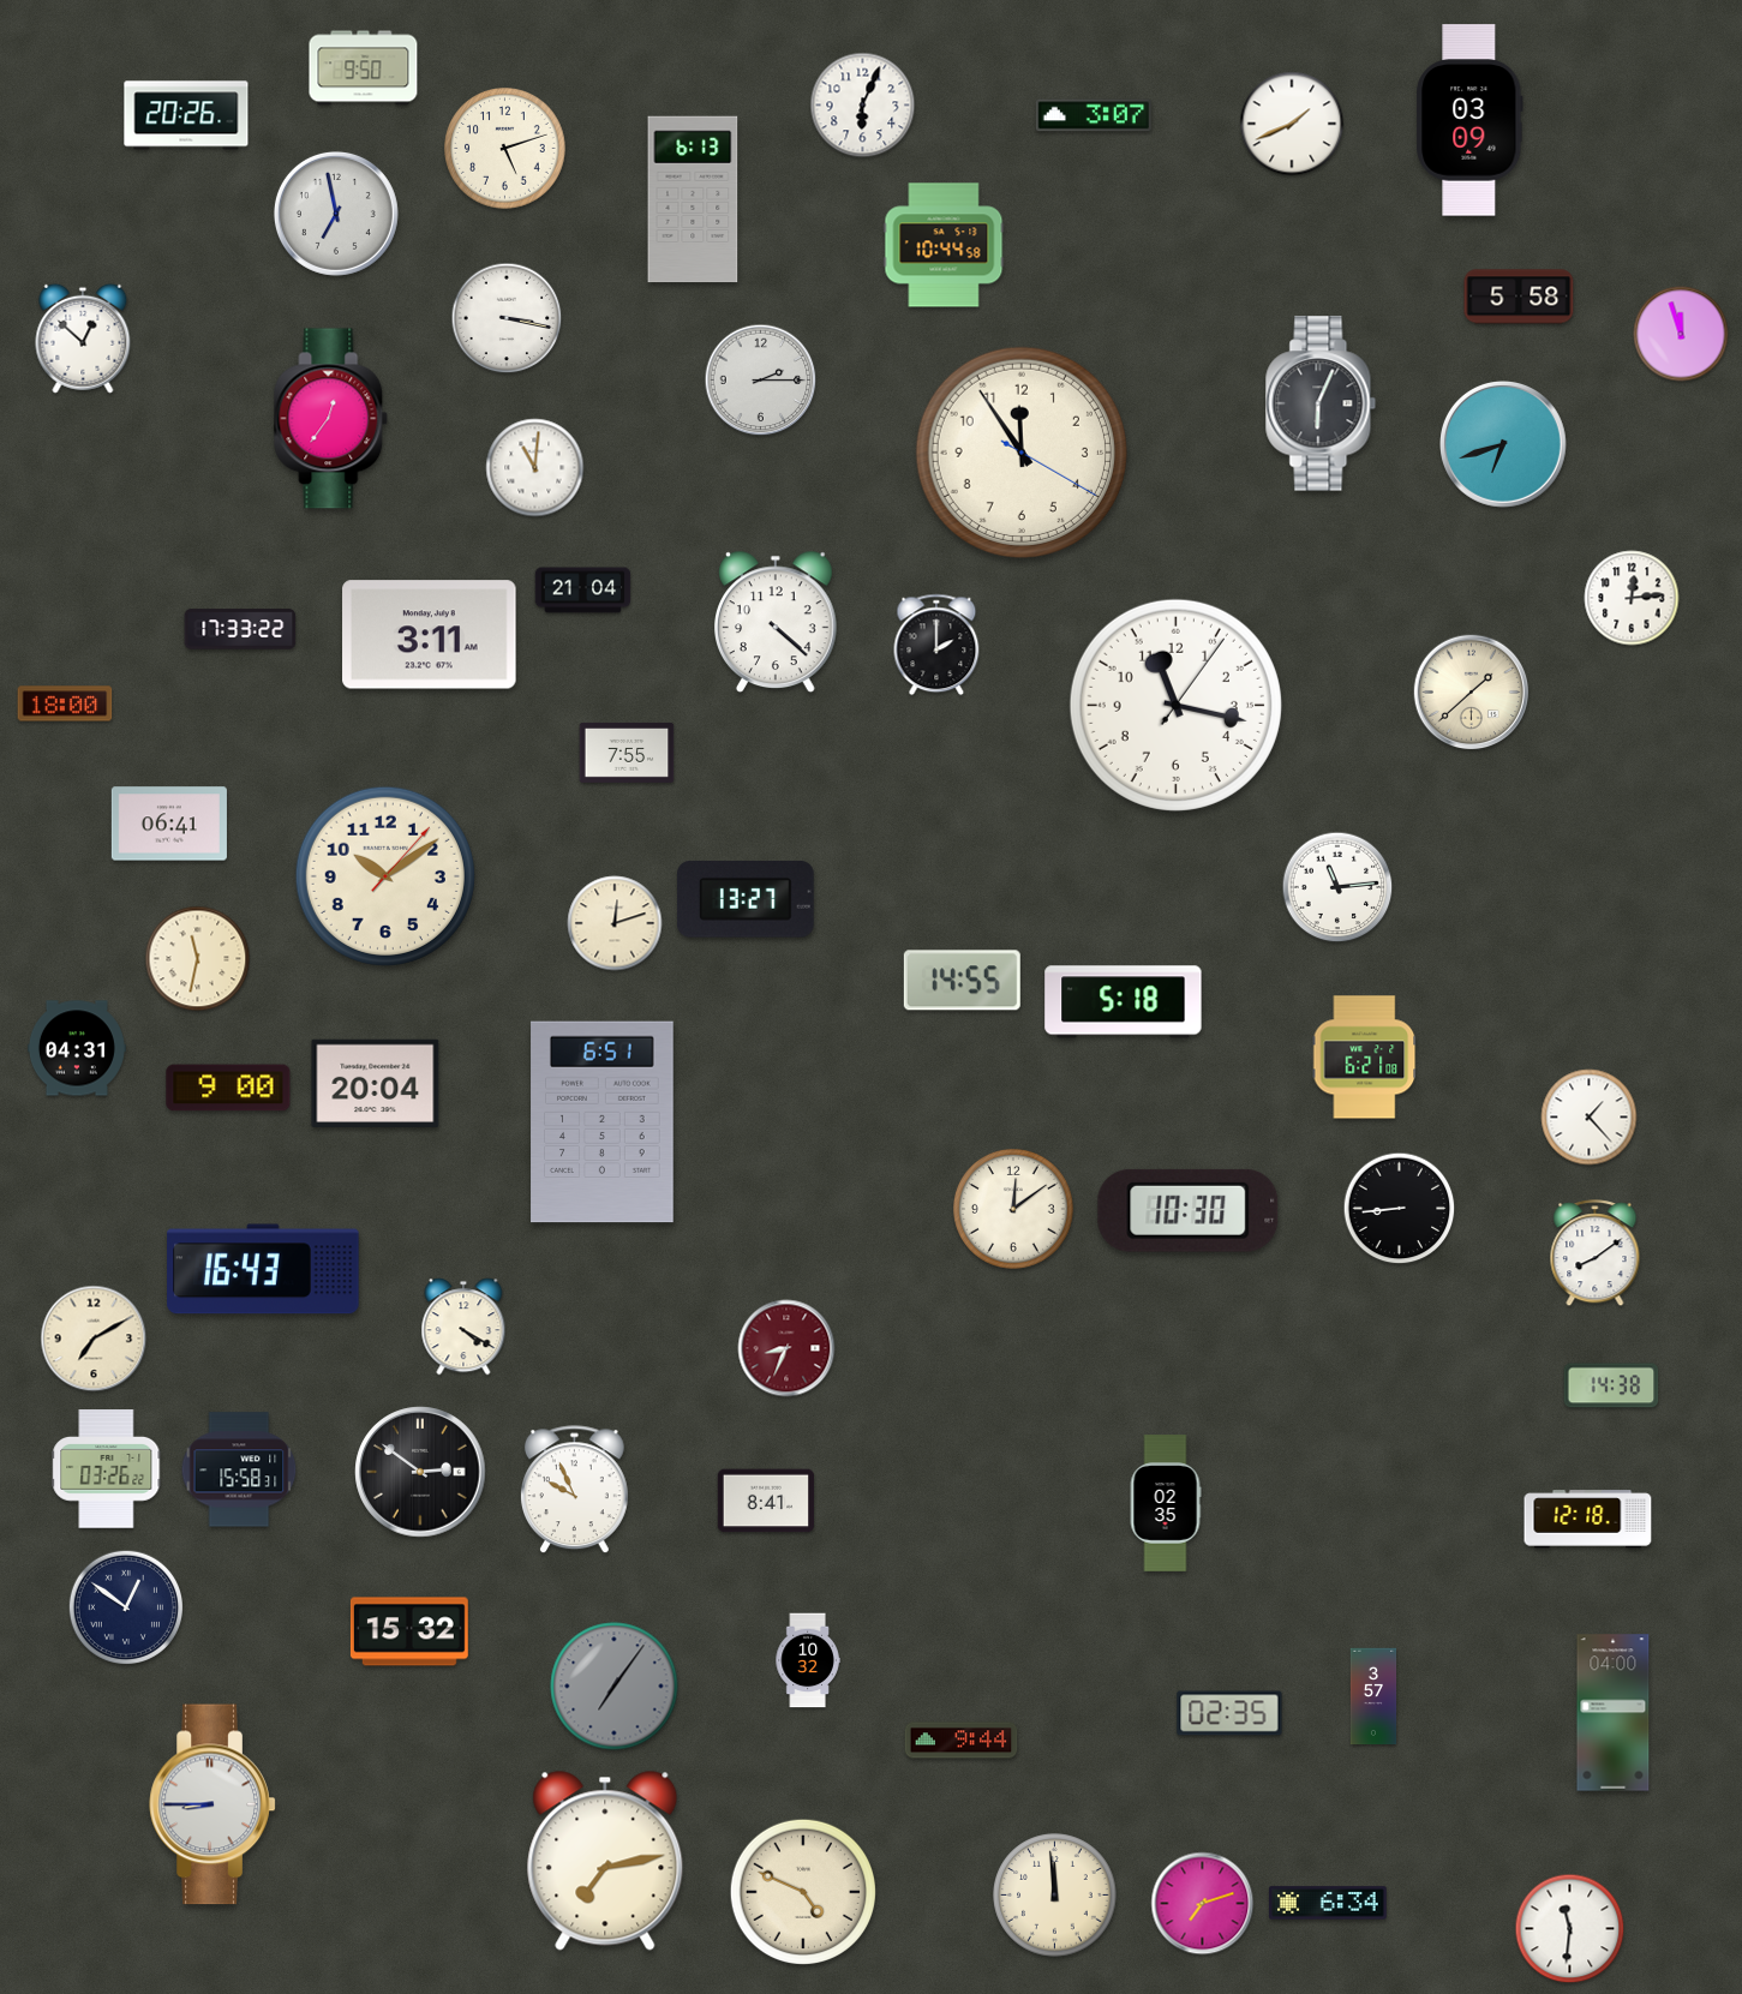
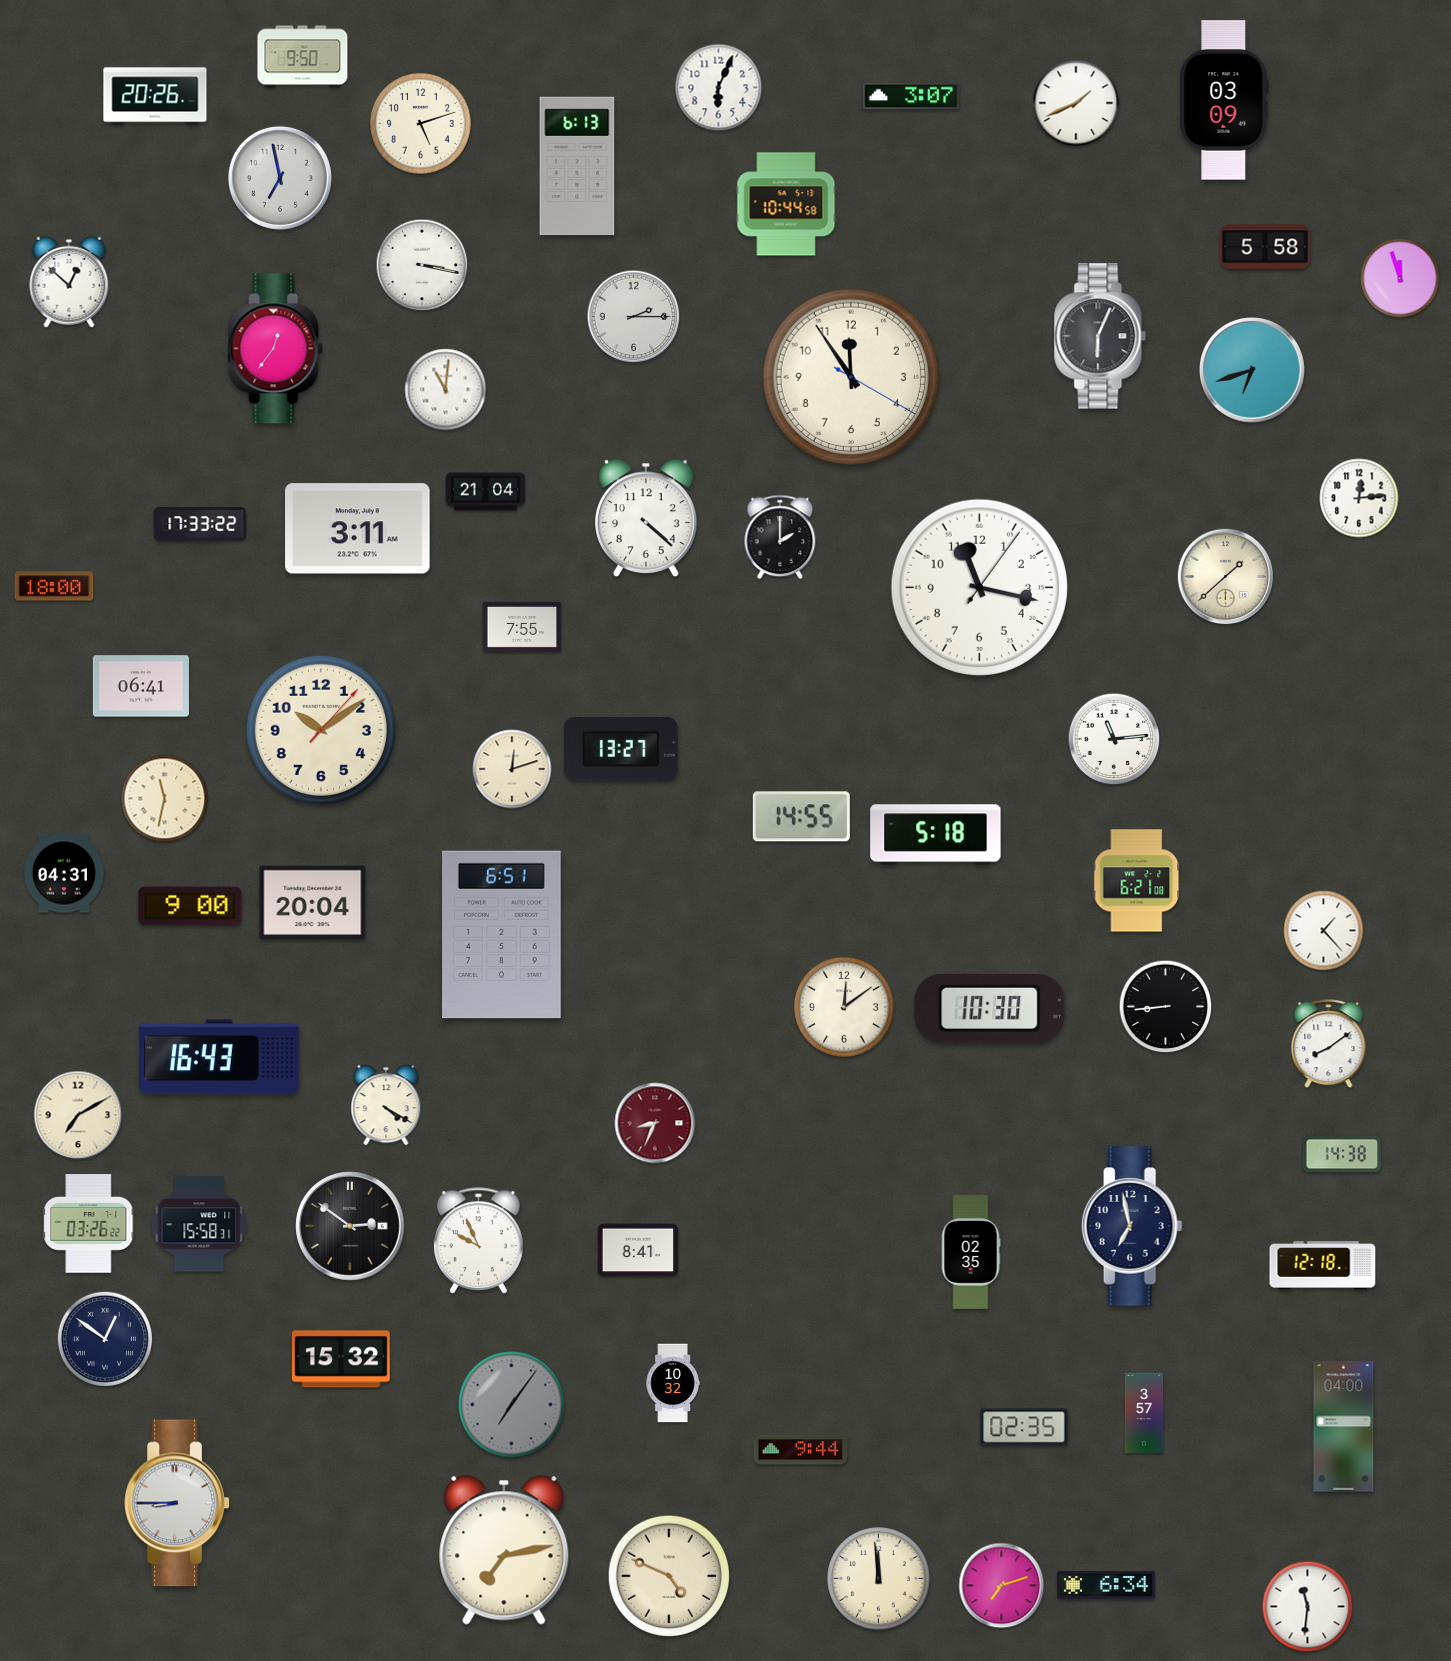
clock at (1132, 1226): none -> 6:58
